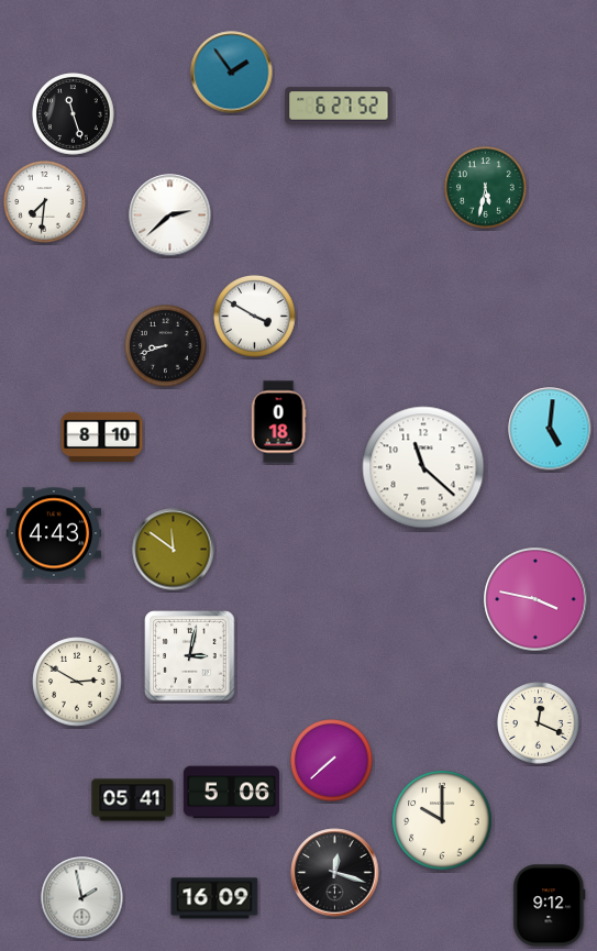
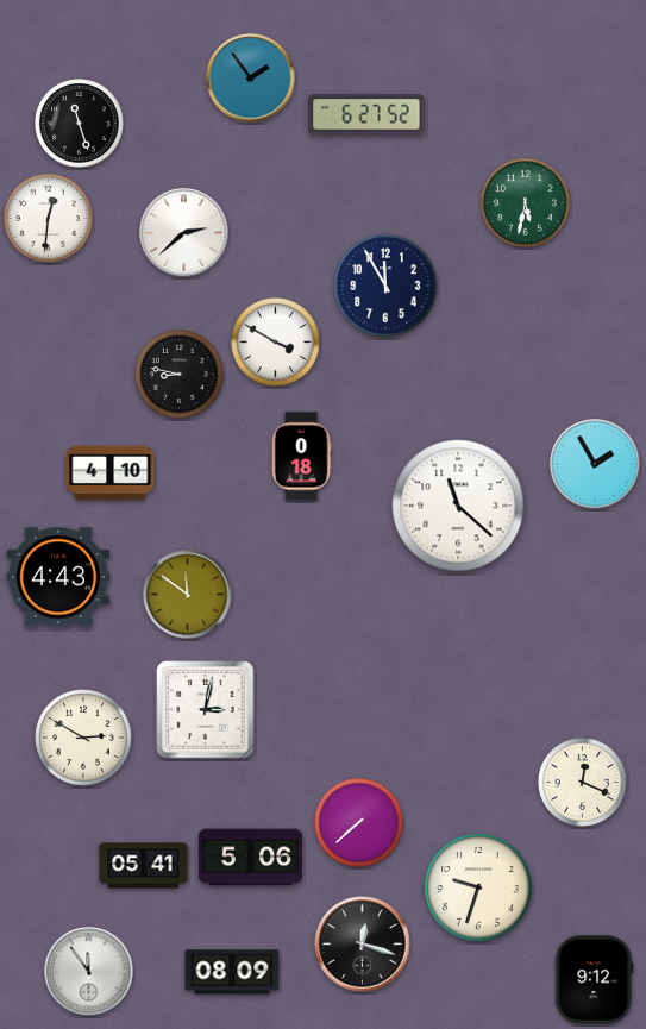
clock at (45, 202): 7:31 -> 12:31
clock at (385, 286): none -> 11:55
clock at (166, 346): 8:42 -> 8:47
clock at (550, 429): 5:01 -> 1:55
clock at (102, 436): 8:10 -> 4:10
clock at (535, 599): 3:47 -> none
clock at (442, 820): 10:00 -> 9:33
clock at (82, 898): 1:58 -> 11:54
clock at (214, 898): 16:09 -> 08:09
